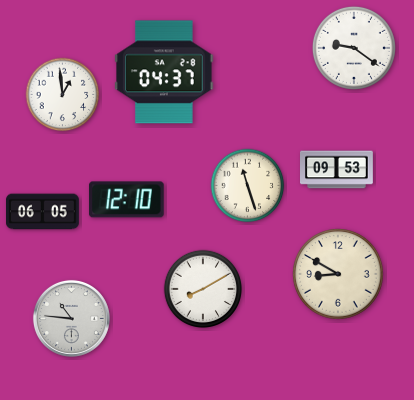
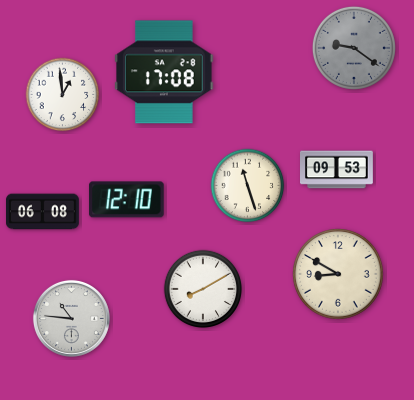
clock at (354, 48) dial: white -> grey
clock at (164, 72): 04:37 -> 17:08
clock at (43, 212): 06:05 -> 06:08
